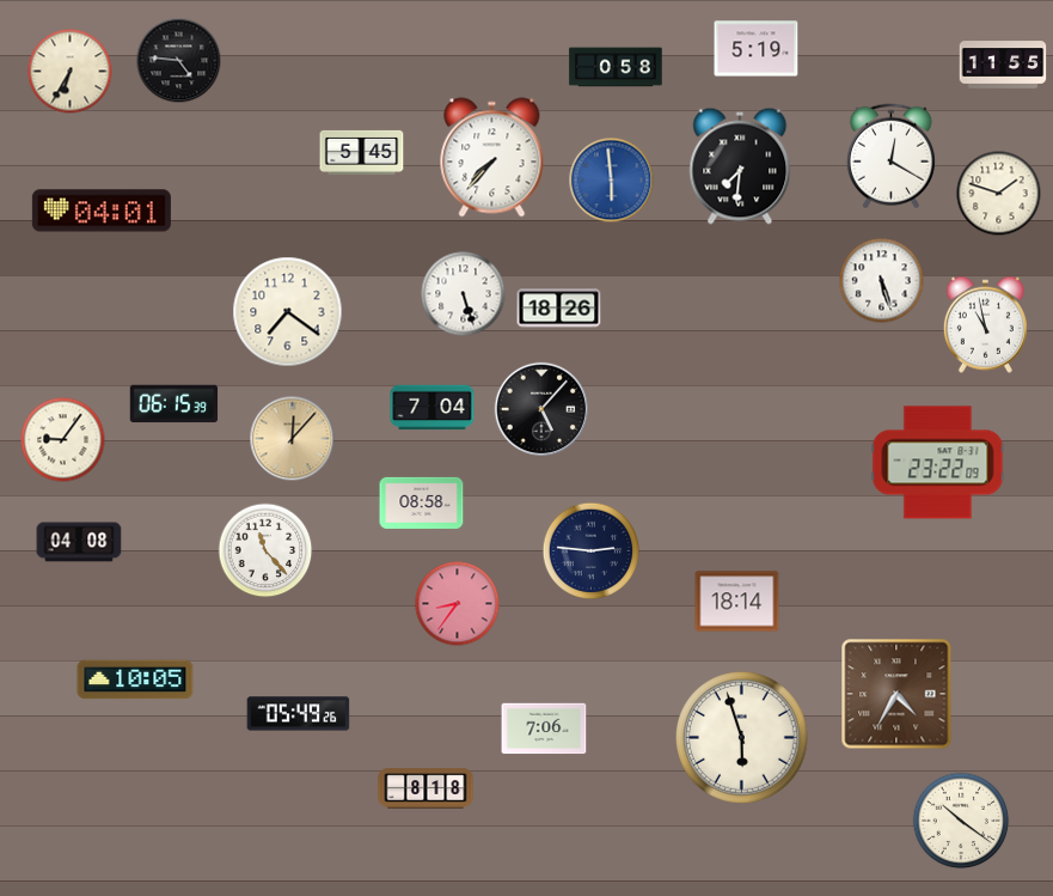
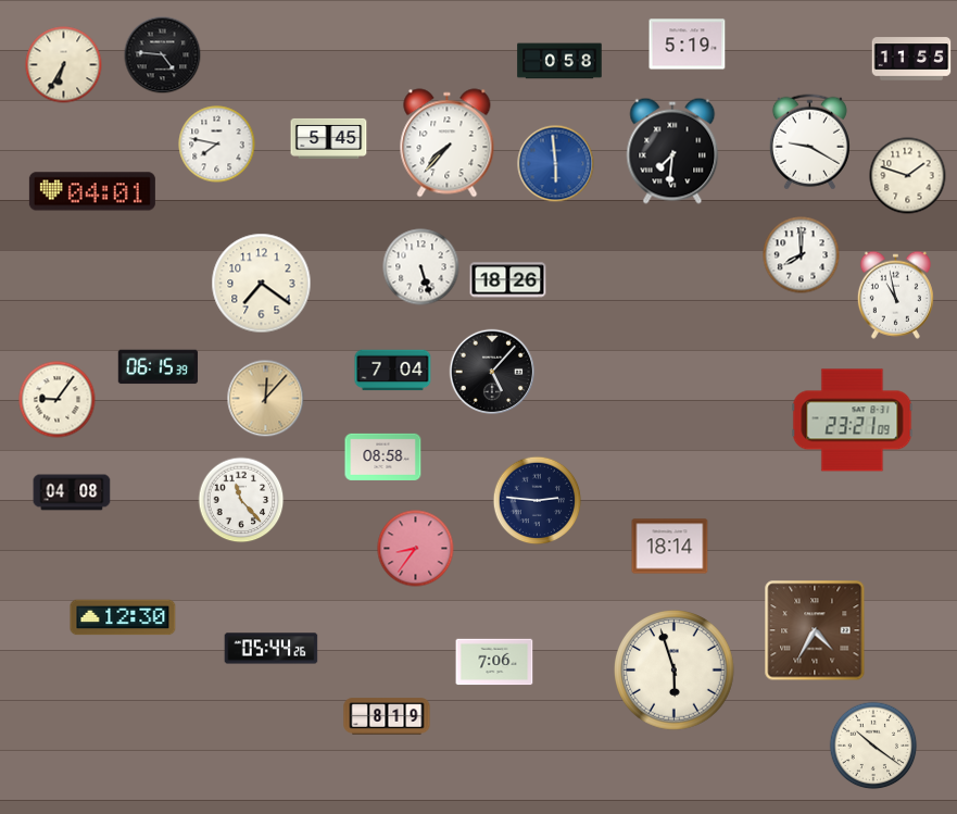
clock at (890, 157): 12:20 -> 9:20
clock at (217, 145): none -> 7:47
clock at (882, 281): 5:27 -> 8:00
clock at (938, 463): 23:22 -> 23:21
clock at (135, 679): 10:05 -> 12:30
clock at (299, 714): 05:49 -> 05:44
clock at (426, 788): 8:18 -> 8:19
